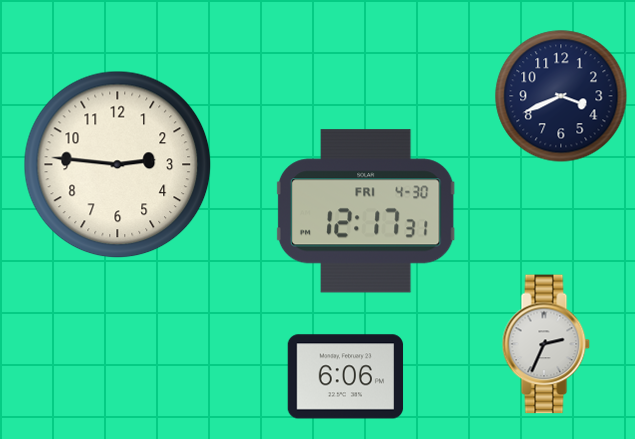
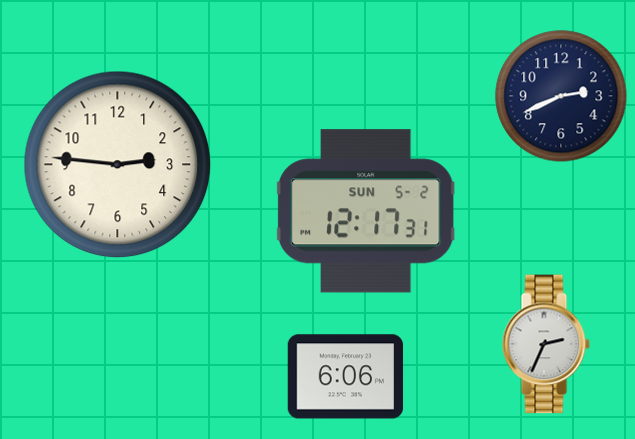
clock at (561, 96): 3:41 -> 2:41
clock at (366, 211) date: FRI 4-30 -> SUN 5-2
